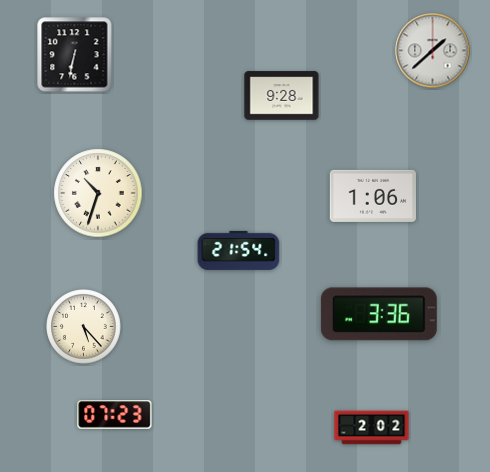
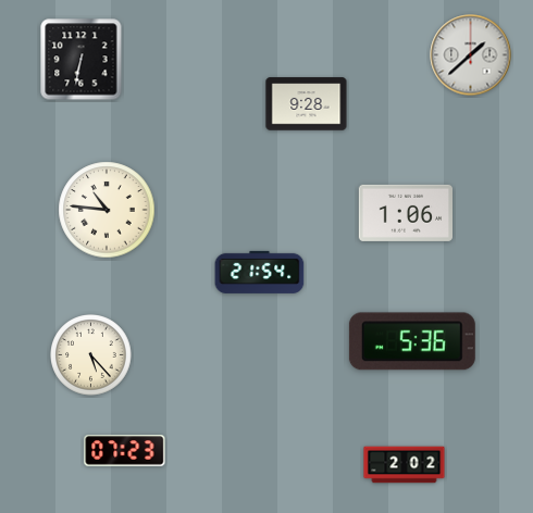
clock at (98, 193): 10:33 -> 10:46
clock at (379, 314): 3:36 -> 5:36
